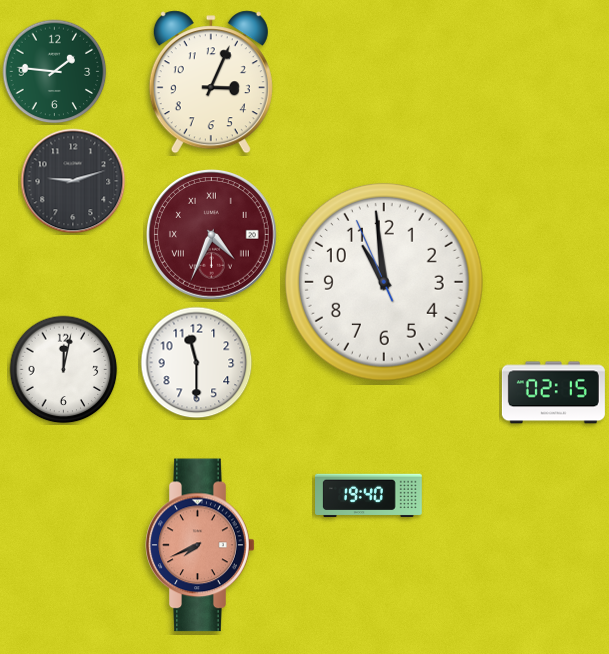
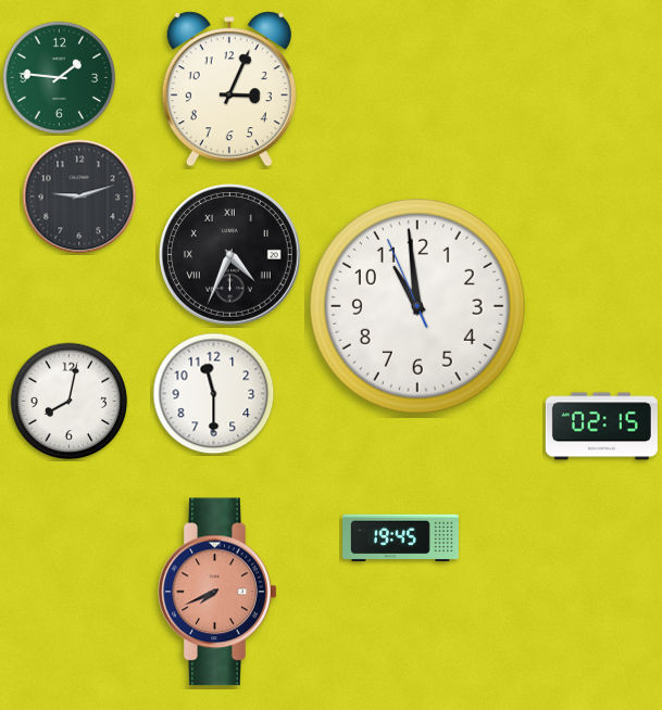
clock at (212, 235) dial: burgundy -> black
clock at (64, 370): 12:02 -> 8:02
clock at (369, 496): 19:40 -> 19:45
